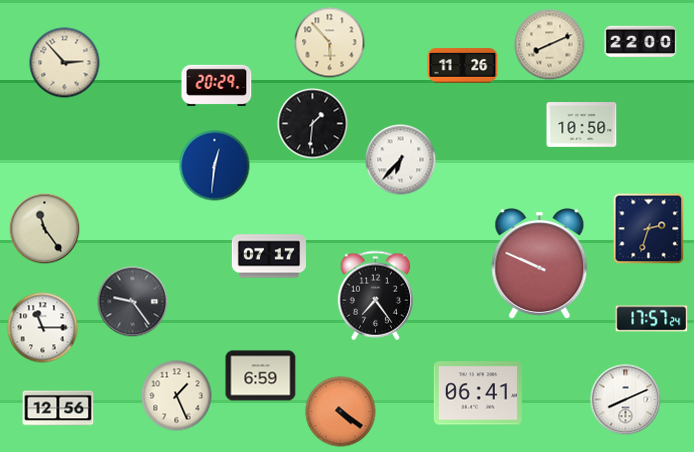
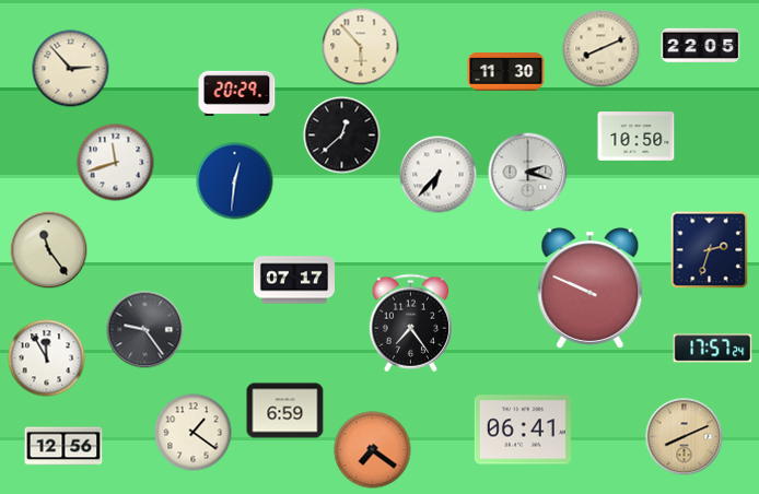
clock at (641, 42): 22:00 -> 22:05
clock at (463, 66): 11:26 -> 11:30
clock at (313, 124): 1:31 -> 12:38
clock at (116, 163): none -> 11:42
clock at (528, 173): none -> 2:18
clock at (43, 328): 11:15 -> 11:55
clock at (177, 396): 1:26 -> 1:21
clock at (626, 400) dial: white -> champagne
clock at (341, 412): 4:21 -> 7:21
